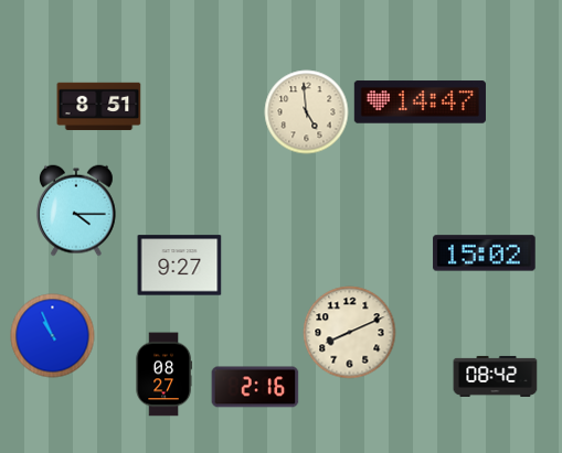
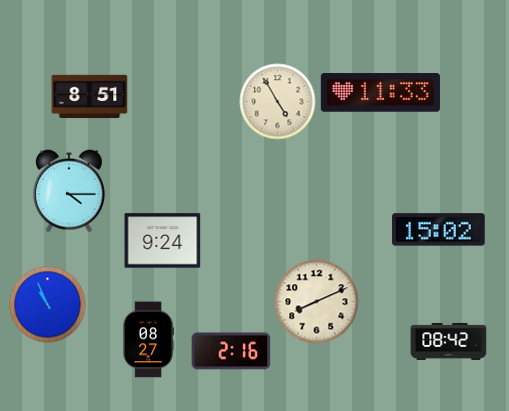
clock at (420, 103): 14:47 -> 11:33
clock at (307, 112): 4:59 -> 4:55
clock at (180, 266): 9:27 -> 9:24
